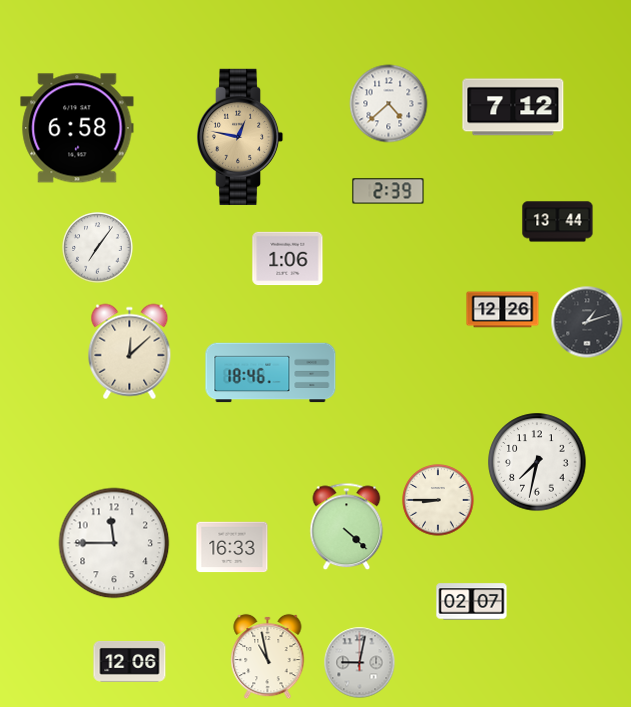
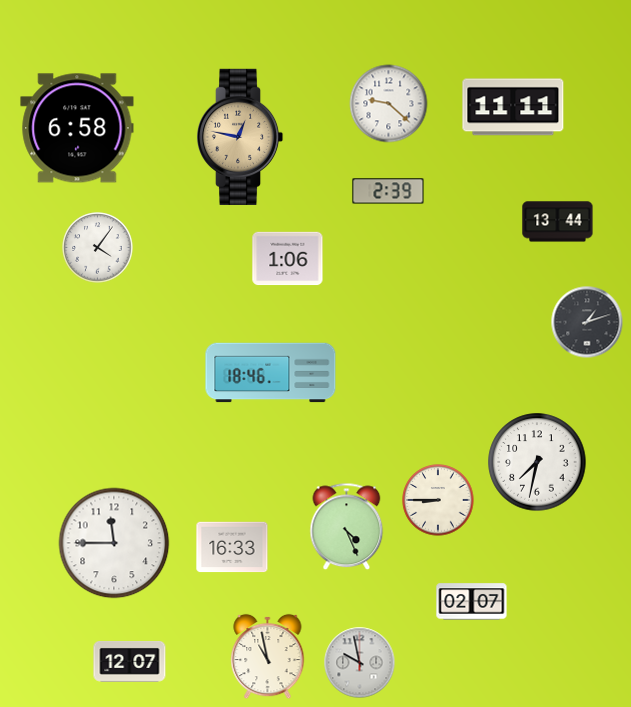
clock at (389, 104): 4:38 -> 9:22
clock at (513, 107): 7:12 -> 11:11
clock at (98, 248): 7:06 -> 4:06
clock at (503, 310): 12:26 -> none
clock at (130, 352): 12:08 -> none
clock at (347, 527): 4:22 -> 4:26
clock at (130, 662): 12:06 -> 12:07
clock at (360, 663): 9:02 -> 9:58
